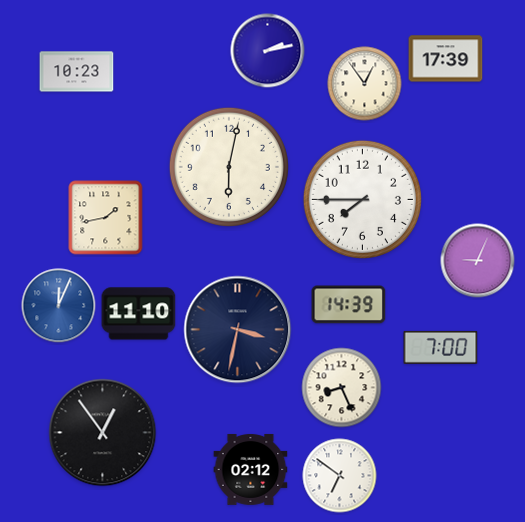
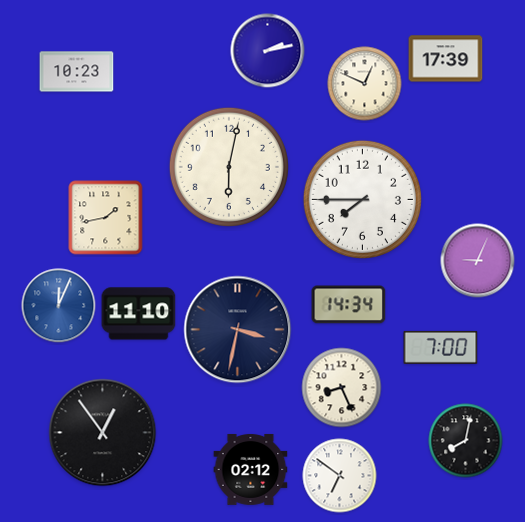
clock at (365, 84): 12:54 -> 12:49
clock at (349, 305): 14:39 -> 14:34
clock at (466, 441): none -> 8:02
